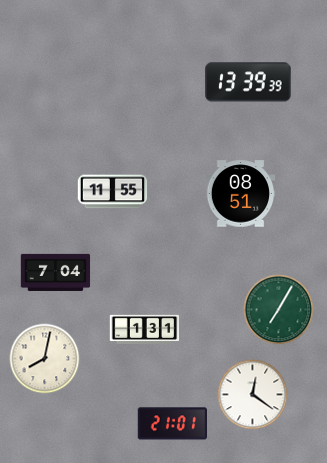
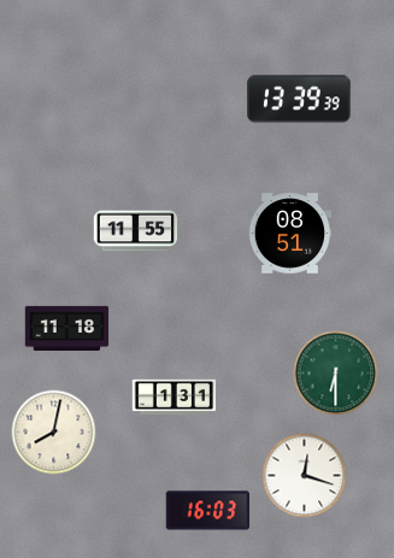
clock at (56, 272): 7:04 -> 11:18
clock at (279, 310): 7:05 -> 6:30
clock at (253, 395): 12:21 -> 12:18
clock at (172, 424): 21:01 -> 16:03
